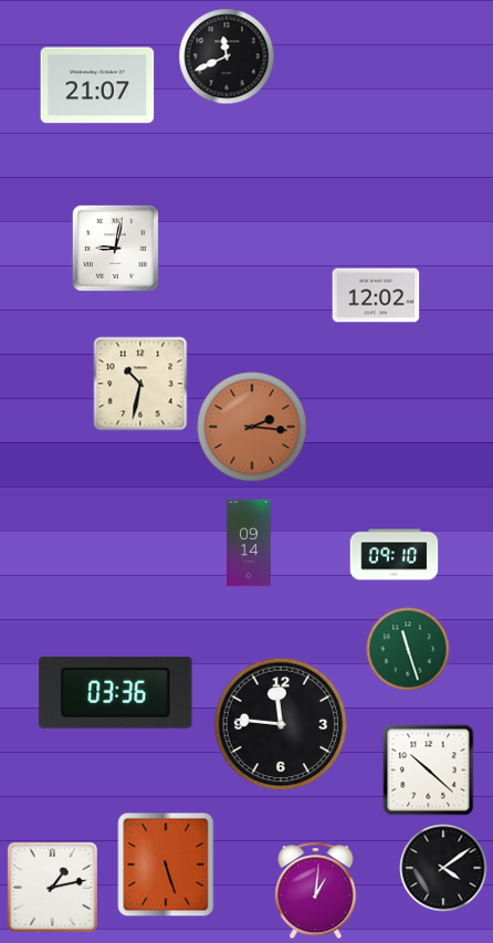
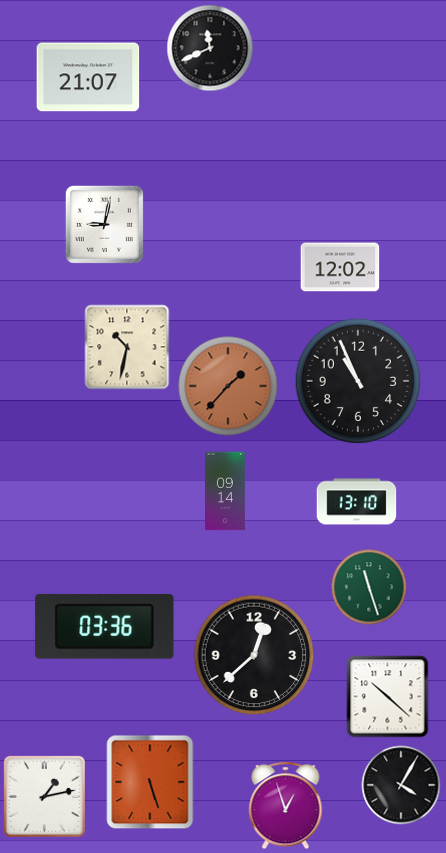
clock at (227, 56) position: (227, 56) -> (210, 48)
clock at (358, 381): none -> 10:56
clock at (252, 427): 2:16 -> 1:37
clock at (395, 555): 09:10 -> 13:10
clock at (281, 724): 11:46 -> 12:38
clock at (443, 868): 4:09 -> 4:05
clock at (52, 887) position: (52, 887) -> (44, 796)
clock at (316, 891): 1:01 -> 12:57
